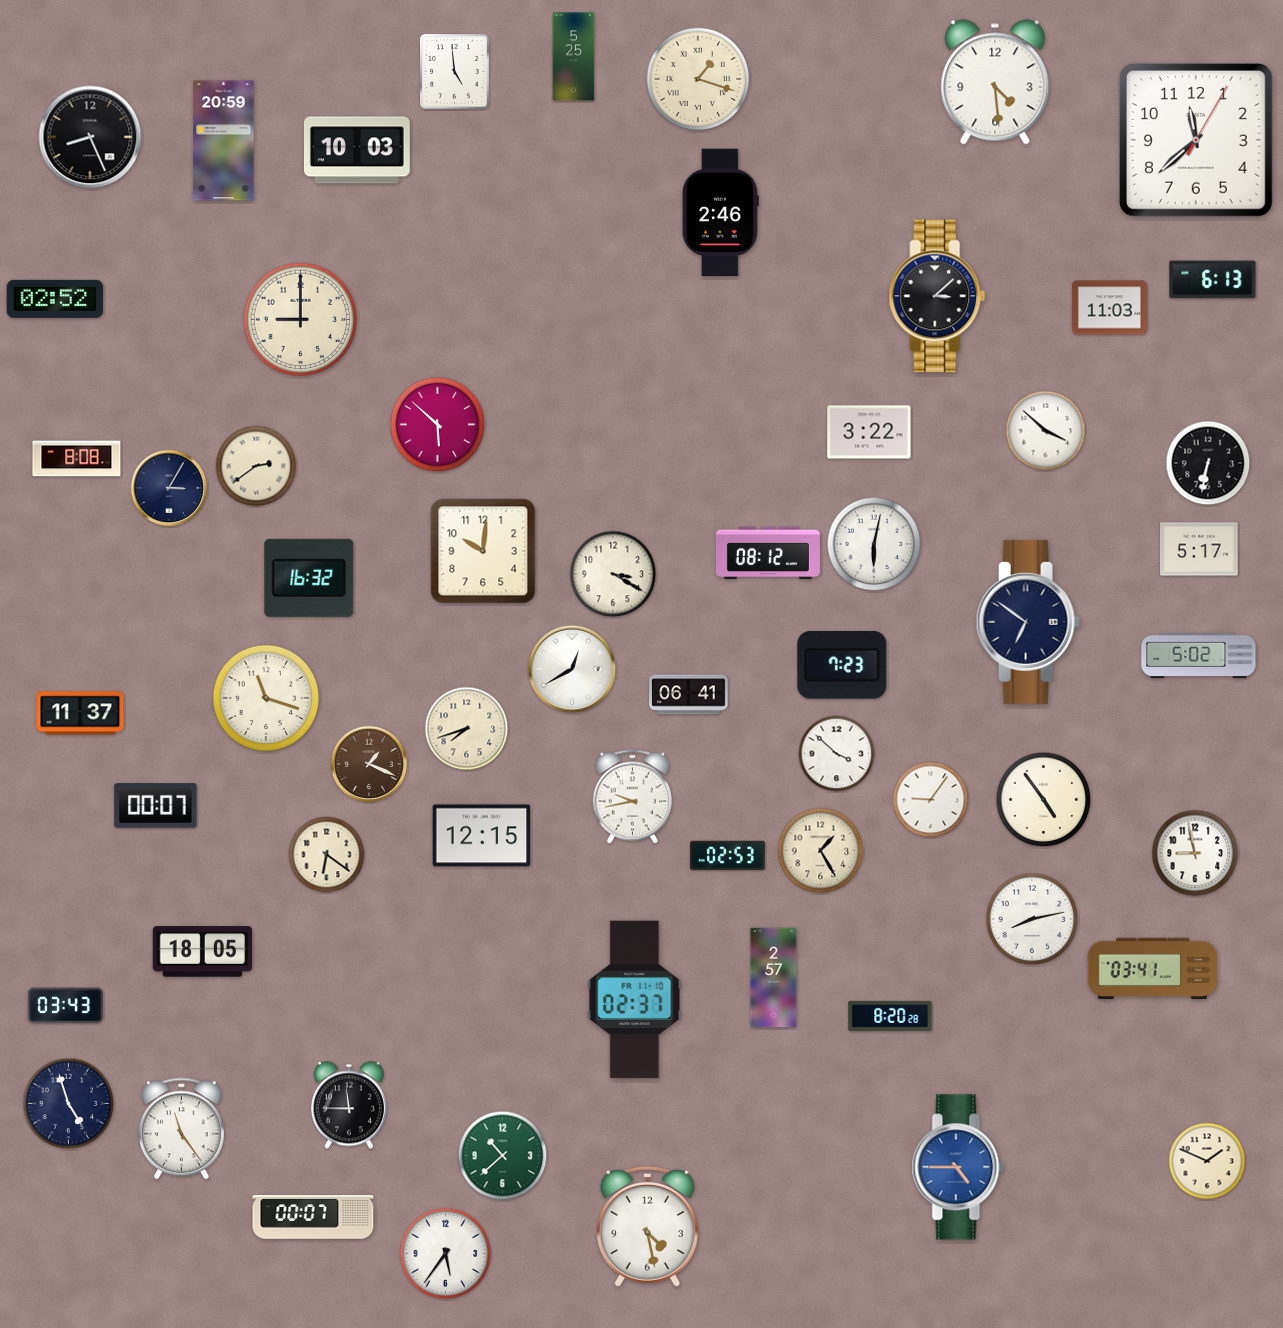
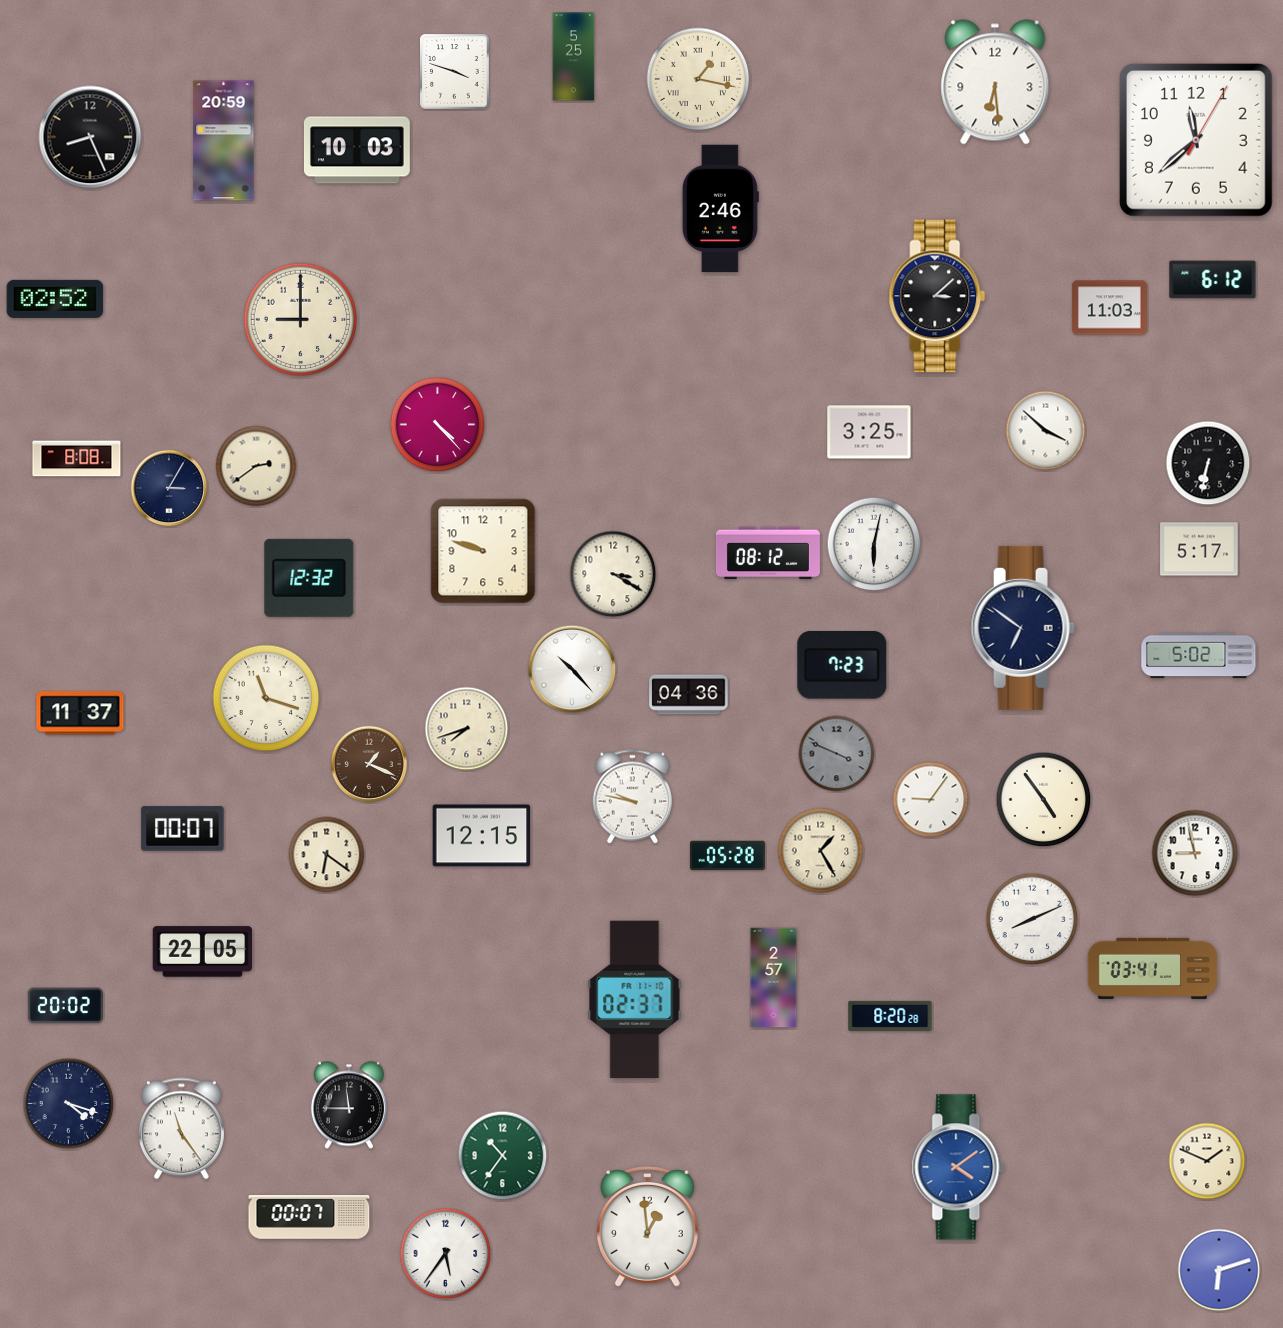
clock at (455, 72): 4:59 -> 3:48
clock at (698, 79): 1:18 -> 1:17
clock at (995, 82): 4:29 -> 6:29
clock at (720, 213) position: (720, 213) -> (720, 209)
clock at (1213, 280): 6:13 -> 6:12
clock at (438, 425): 5:52 -> 4:23
clock at (869, 432): 3:22 -> 3:25
clock at (483, 551): 10:01 -> 9:48
clock at (309, 578): 16:32 -> 12:32
clock at (1028, 622) position: (1028, 622) -> (1023, 628)
clock at (572, 669): 12:40 -> 10:23
clock at (689, 695): 06:41 -> 04:36
clock at (837, 754): 3:52 -> 3:49
clock at (837, 754) dial: white -> grey
clock at (632, 797): 9:43 -> 9:47
clock at (156, 806) position: (156, 806) -> (183, 829)
clock at (727, 856): 02:53 -> 05:28
clock at (1032, 919): 8:13 -> 8:11
clock at (203, 952): 18:05 -> 22:05
clock at (65, 1006): 03:43 -> 20:02
clock at (69, 1104): 4:57 -> 4:18
clock at (503, 1156): 10:38 -> 10:36
clock at (958, 1167): 4:45 -> 4:09
clock at (313, 1217) position: (313, 1217) -> (309, 1217)
clock at (647, 1227): 4:28 -> 12:59
clock at (1219, 1270): none -> 6:12
